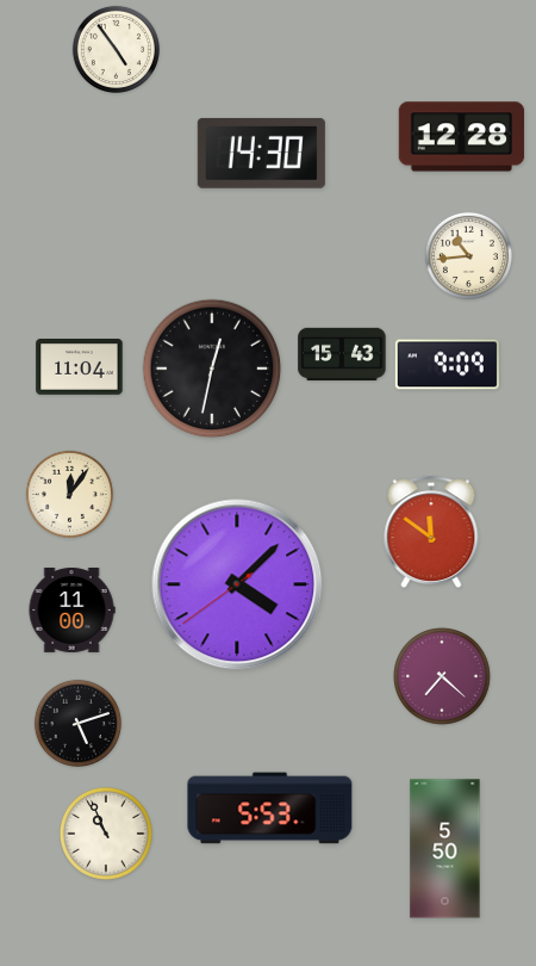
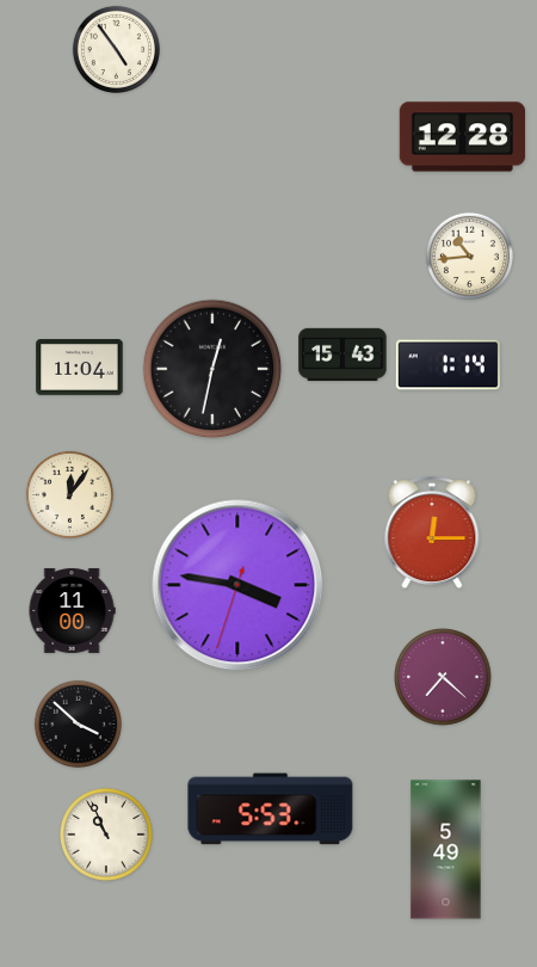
clock at (261, 153): 14:30 -> none
clock at (447, 365): 9:09 -> 1:14
clock at (431, 533): 11:51 -> 12:15
clock at (237, 584): 4:07 -> 3:46
clock at (77, 723): 5:12 -> 3:52
clock at (445, 849): 5:50 -> 5:49
